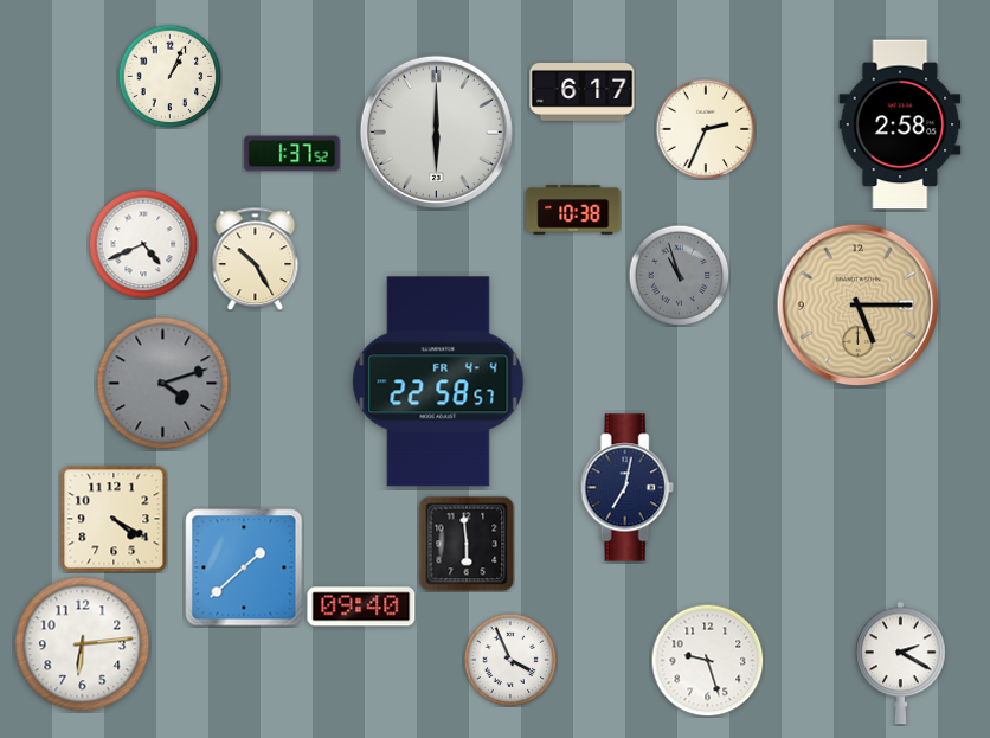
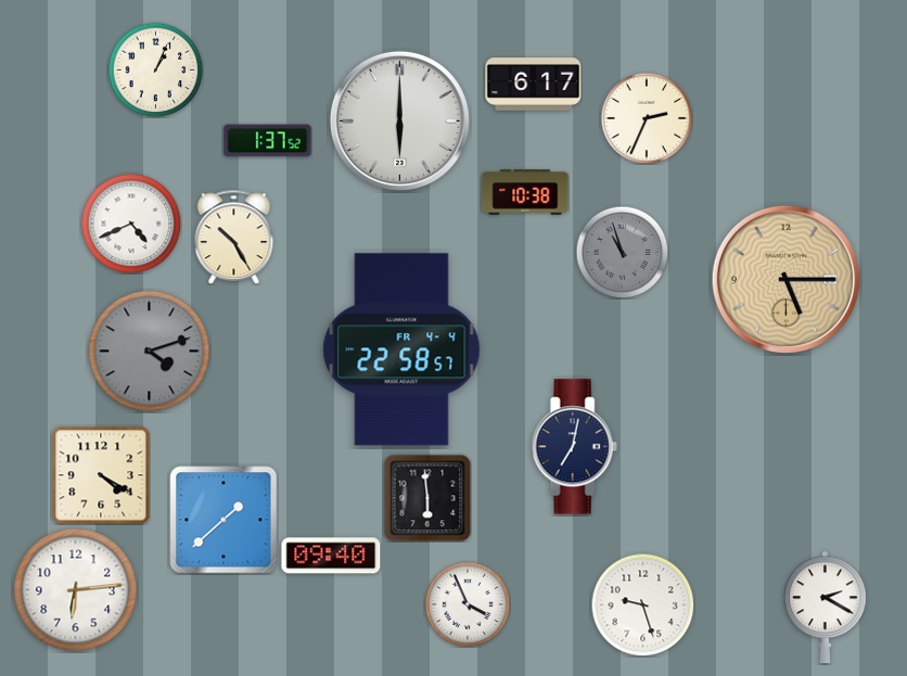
clock at (900, 124): 2:58 -> none
clock at (114, 519) position: (114, 519) -> (101, 475)
clock at (707, 660) position: (707, 660) -> (642, 604)
